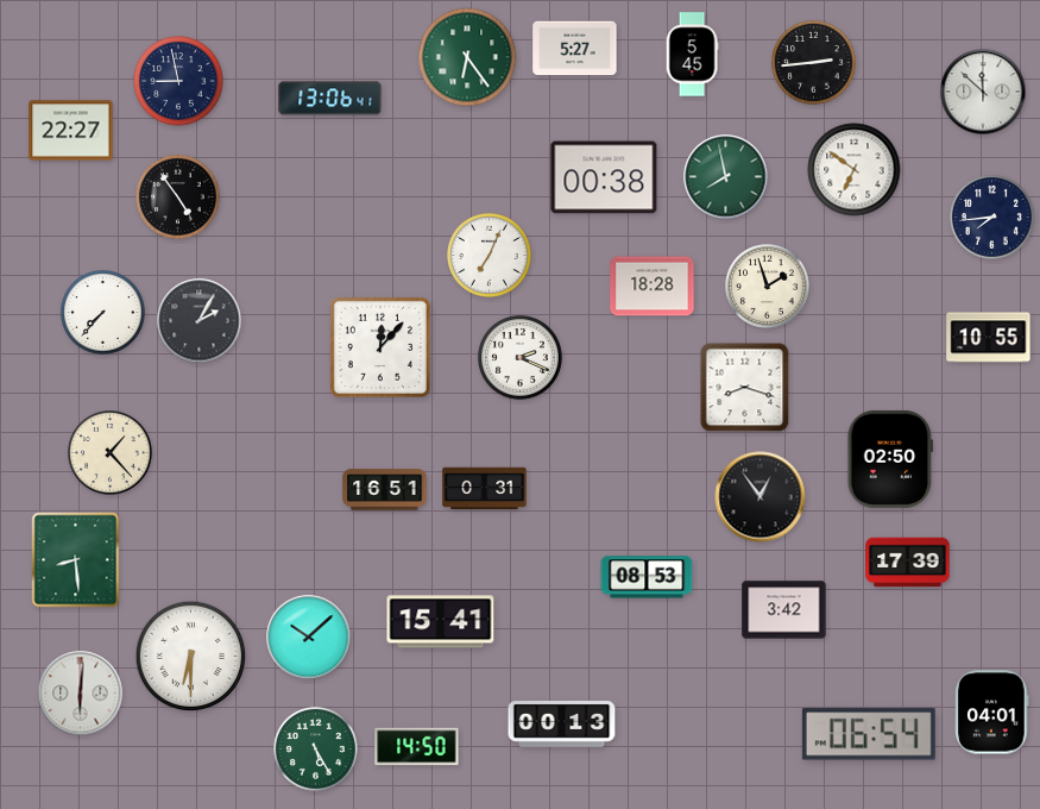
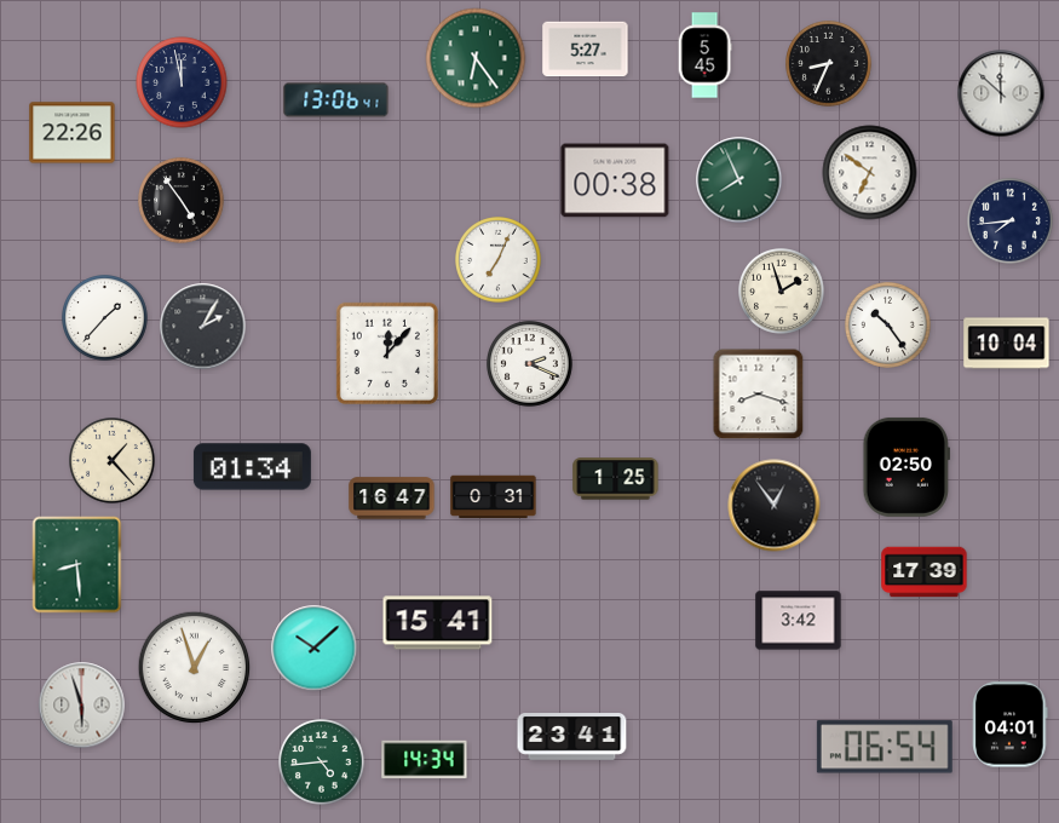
clock at (814, 63): 2:44 -> 8:34
clock at (178, 81): 8:58 -> 11:58
clock at (71, 131): 22:27 -> 22:26
clock at (726, 177): 7:58 -> 7:56
clock at (653, 287): 18:28 -> none
clock at (103, 313): 7:37 -> 1:37
clock at (888, 326): none -> 10:24
clock at (989, 338): 10:55 -> 10:04
clock at (252, 467): none -> 01:34
clock at (616, 479): none -> 1:25
clock at (385, 490): 16:51 -> 16:47
clock at (76, 560) position: (76, 560) -> (77, 565)
clock at (647, 577): 08:53 -> none
clock at (441, 622) position: (441, 622) -> (438, 623)
clock at (191, 657): 6:30 -> 12:57
clock at (81, 694): 6:01 -> 5:57
clock at (562, 725): 00:13 -> 23:41
clock at (417, 747): 14:50 -> 14:34
clock at (316, 750): 5:25 -> 4:44
